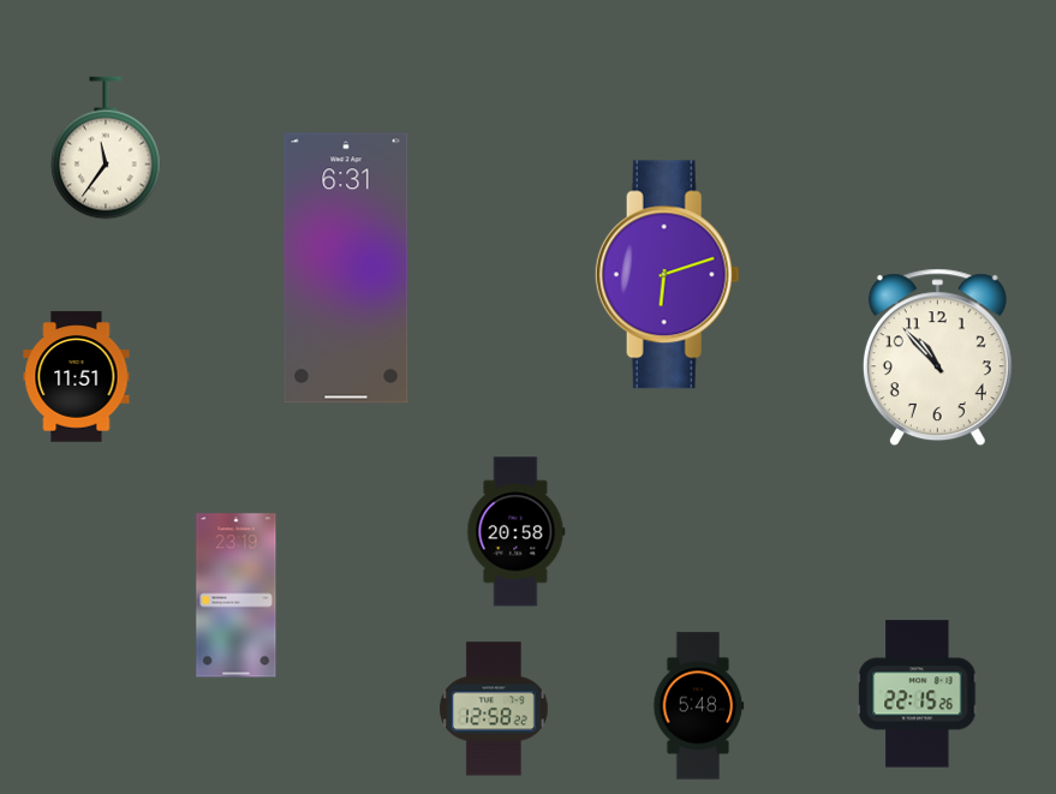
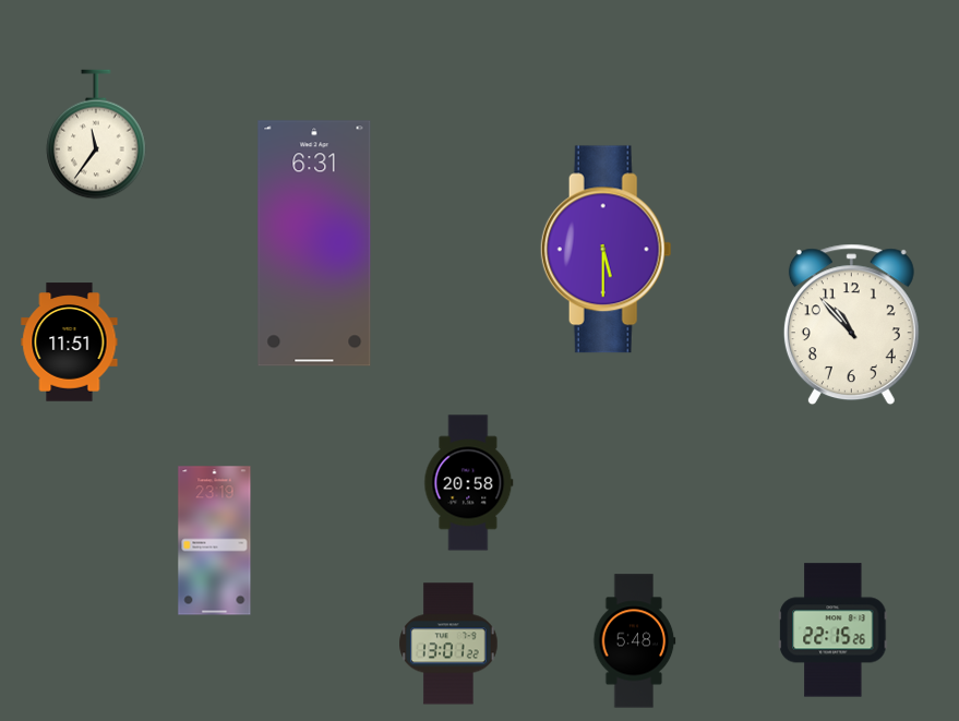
clock at (667, 275): 6:12 -> 5:30
clock at (494, 709): 12:58 -> 13:01
